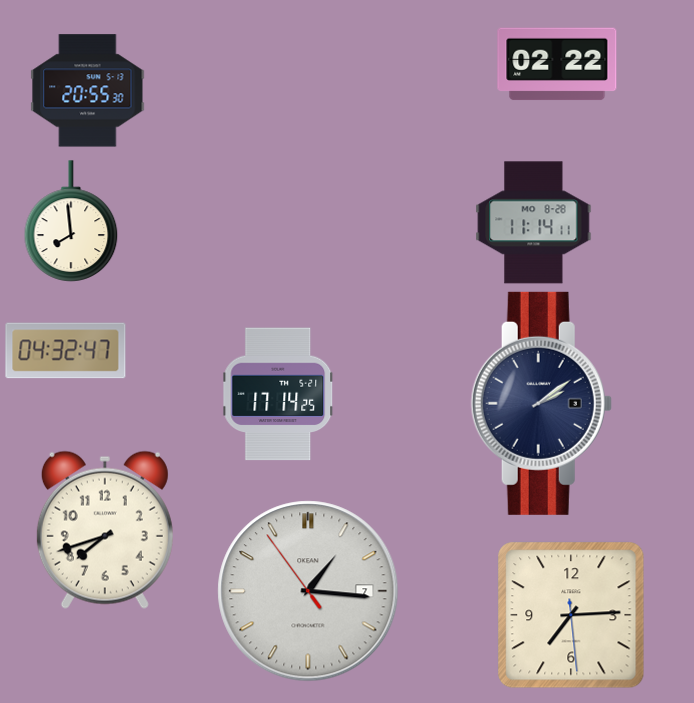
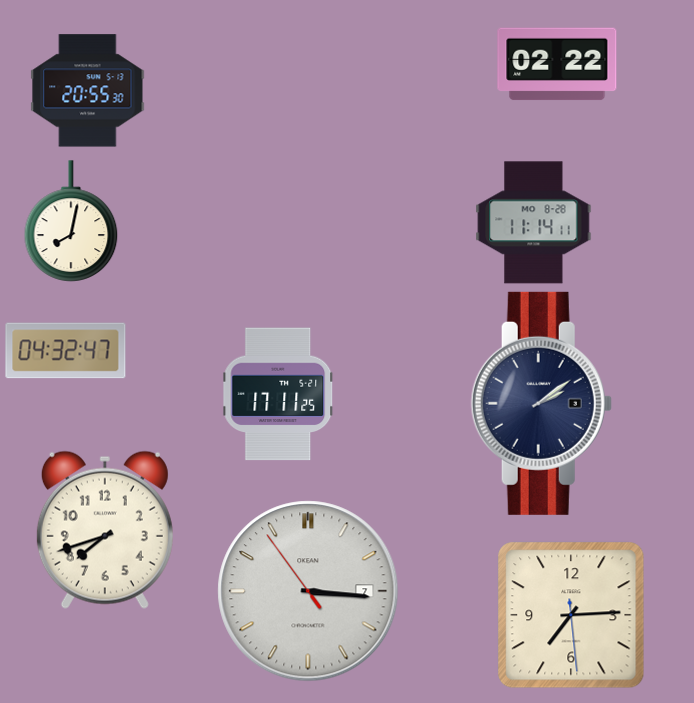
clock at (71, 221): 7:59 -> 8:02
clock at (278, 394): 17:14 -> 17:11
clock at (308, 591): 1:15 -> 3:15
